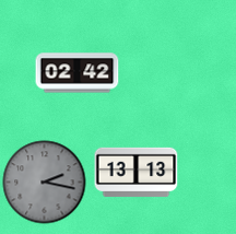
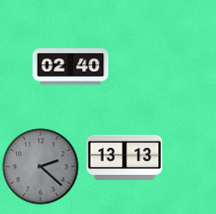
clock at (78, 73): 02:42 -> 02:40
clock at (45, 183): 2:17 -> 2:22
